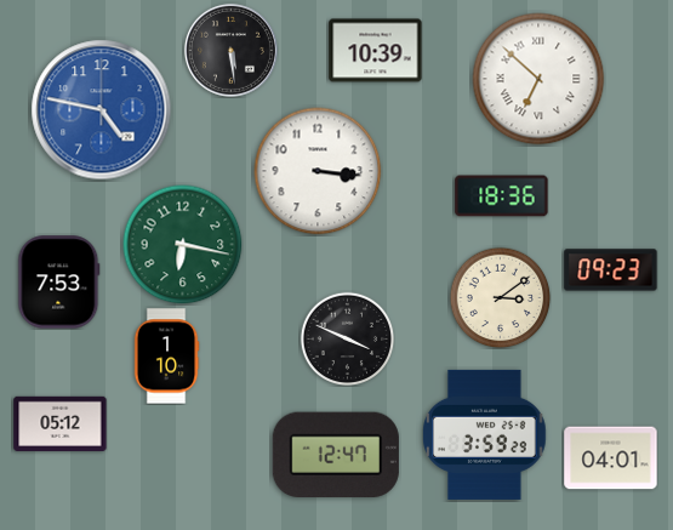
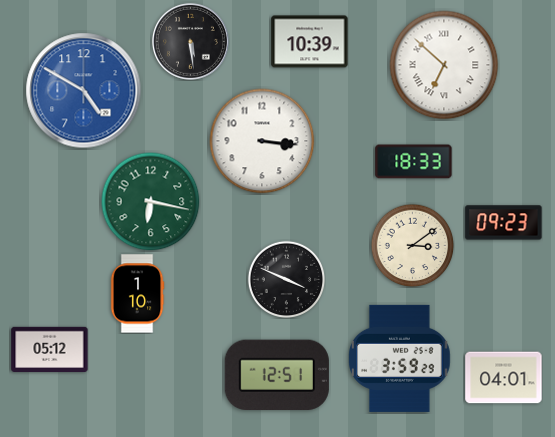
clock at (102, 110): 4:47 -> 4:50
clock at (502, 196): 18:36 -> 18:33
clock at (59, 283): 7:53 -> none
clock at (336, 454): 12:47 -> 12:51
